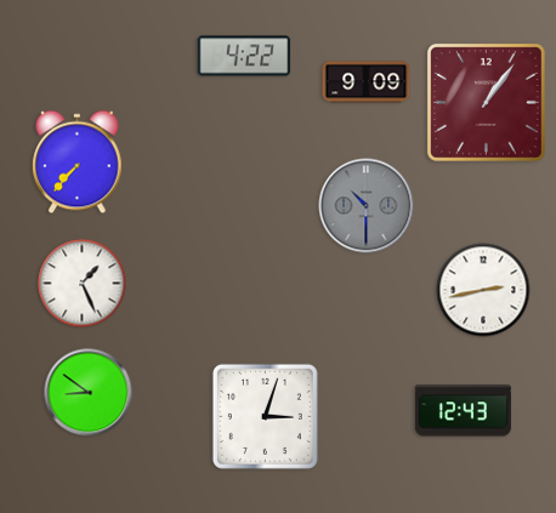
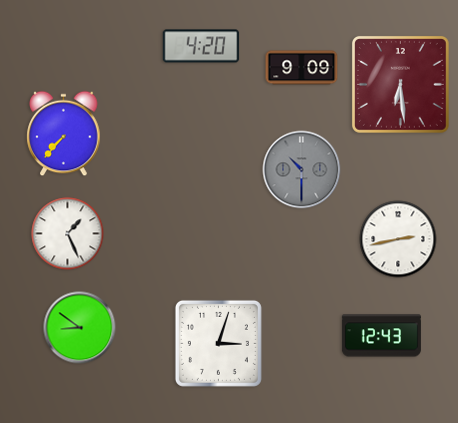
clock at (244, 56): 4:22 -> 4:20
clock at (486, 102): 1:06 -> 6:29
clock at (89, 393) position: (89, 393) -> (80, 328)
clock at (463, 411) position: (463, 411) -> (381, 336)
